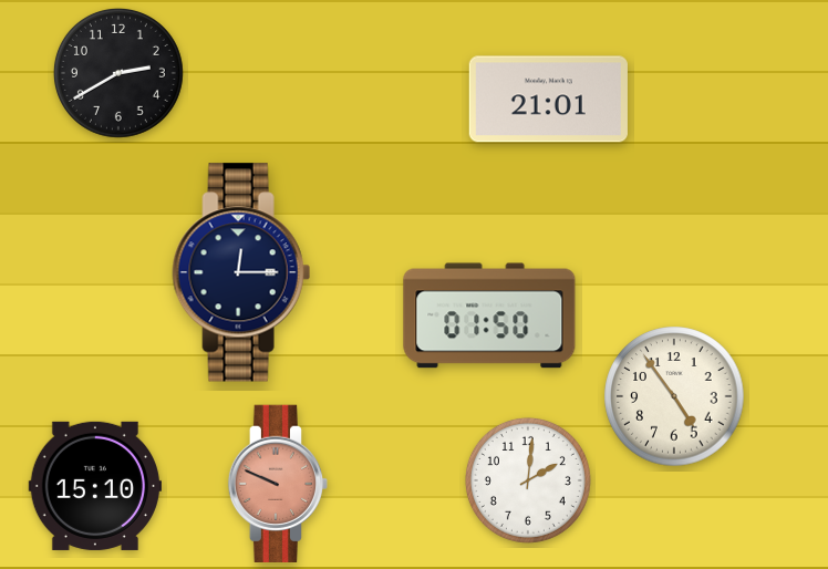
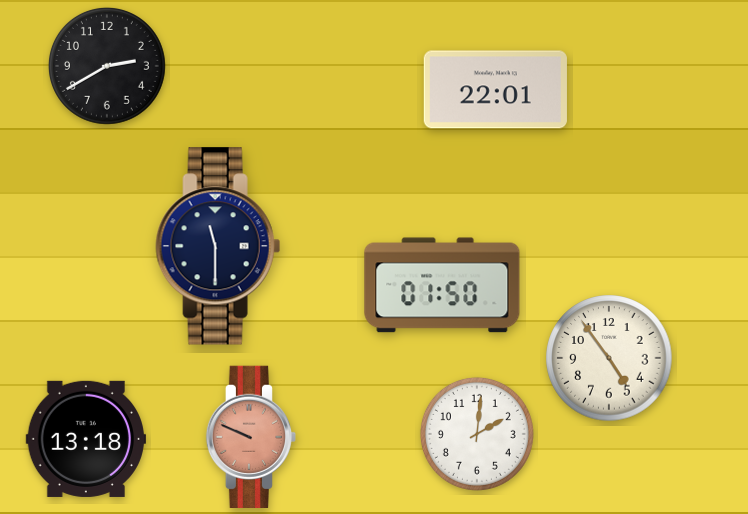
clock at (548, 100): 21:01 -> 22:01
clock at (241, 272): 12:15 -> 11:30
clock at (94, 486): 15:10 -> 13:18
